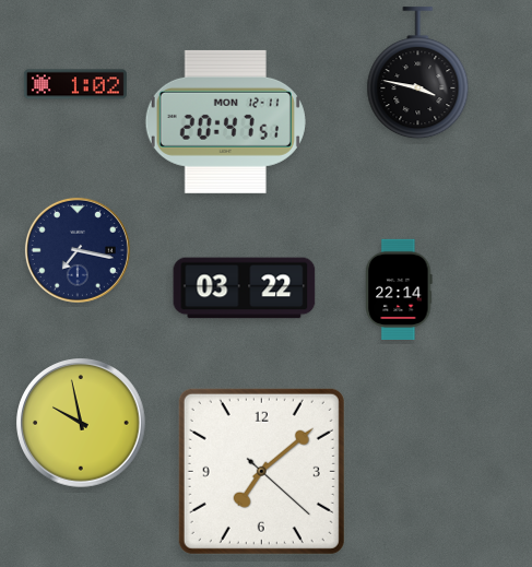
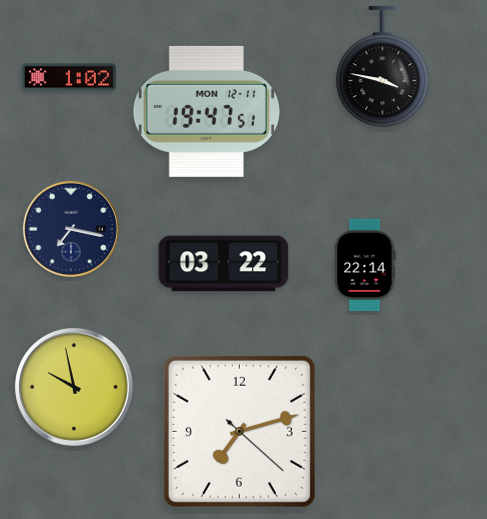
clock at (225, 121): 20:47 -> 19:47
clock at (261, 471): 7:08 -> 7:12
